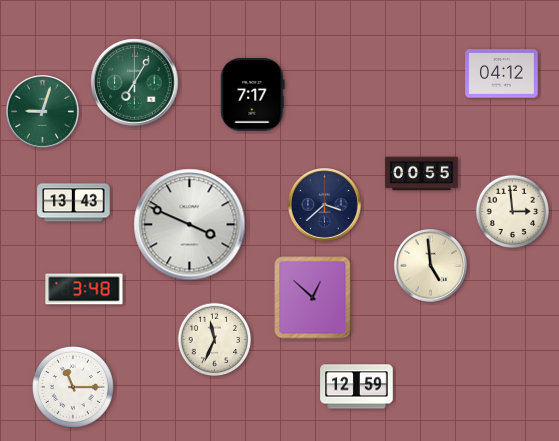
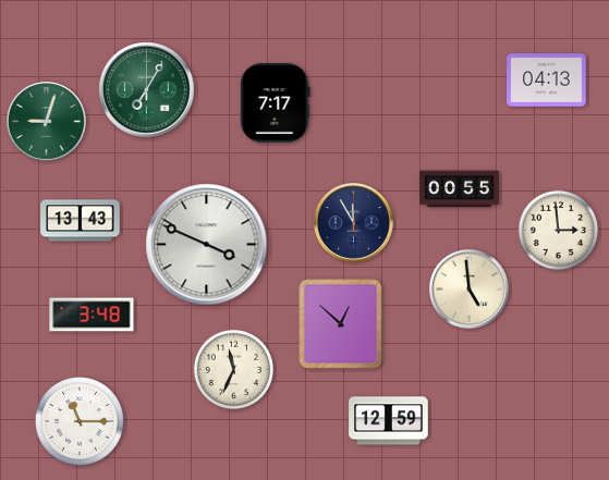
clock at (502, 74): 04:12 -> 04:13
clock at (325, 205): 3:38 -> 11:55
